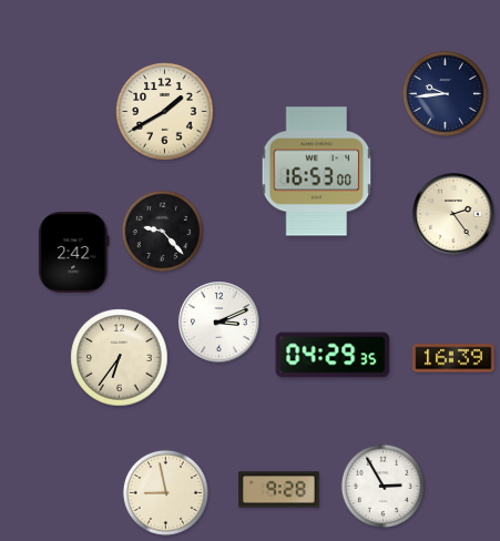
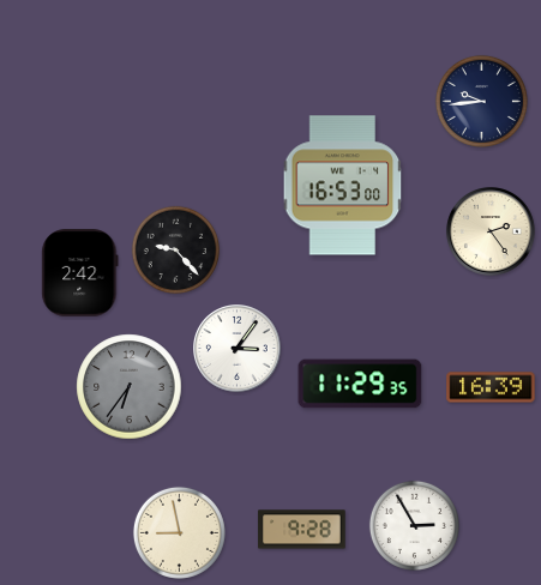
clock at (165, 112): 1:40 -> none
clock at (220, 323): 3:11 -> 3:06
clock at (333, 355): 04:29 -> 11:29
clock at (120, 358) dial: cream -> grey
